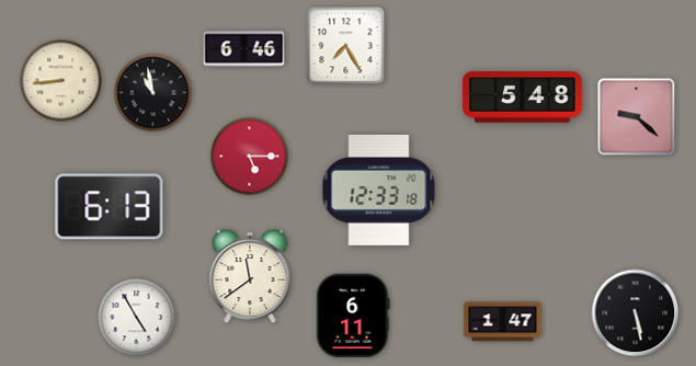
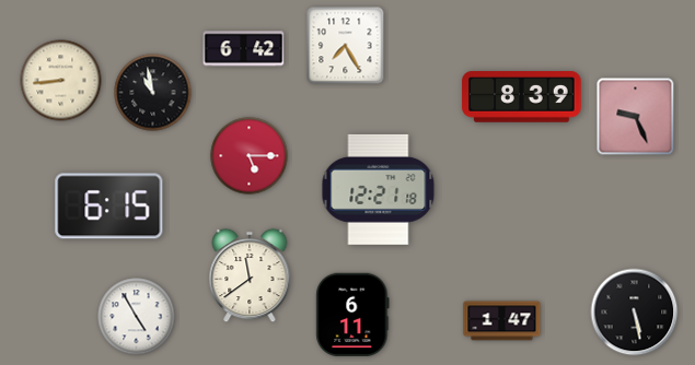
clock at (244, 49): 6:46 -> 6:42
clock at (523, 98): 5:48 -> 8:39
clock at (637, 117): 9:22 -> 9:26
clock at (379, 190): 12:33 -> 12:21
clock at (110, 207): 6:13 -> 6:15
